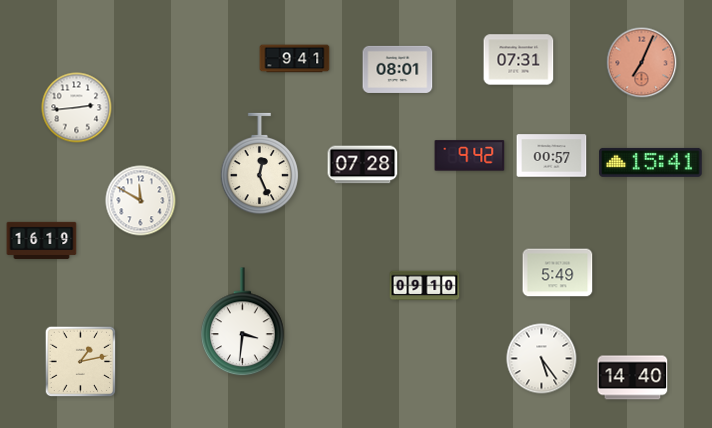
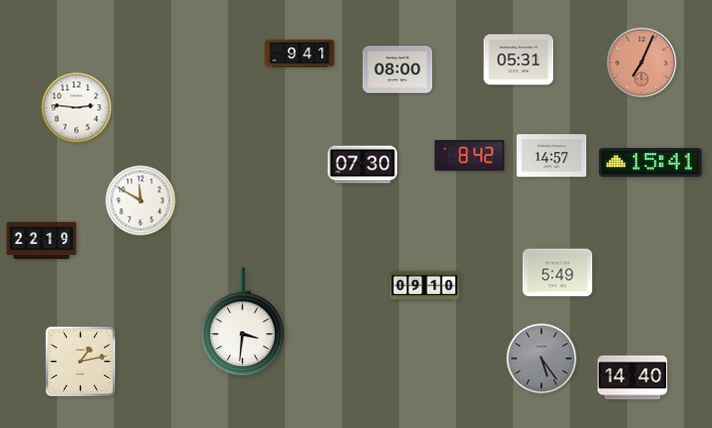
clock at (295, 59) position: (295, 59) -> (300, 54)
clock at (519, 60): 07:31 -> 05:31
clock at (398, 69): 08:01 -> 08:00
clock at (77, 108): 2:44 -> 2:46
clock at (470, 156): 9:42 -> 8:42
clock at (552, 156): 00:57 -> 14:57
clock at (259, 164): 12:26 -> none
clock at (363, 165): 07:28 -> 07:30
clock at (42, 240): 16:19 -> 22:19
clock at (542, 359) dial: white -> grey
